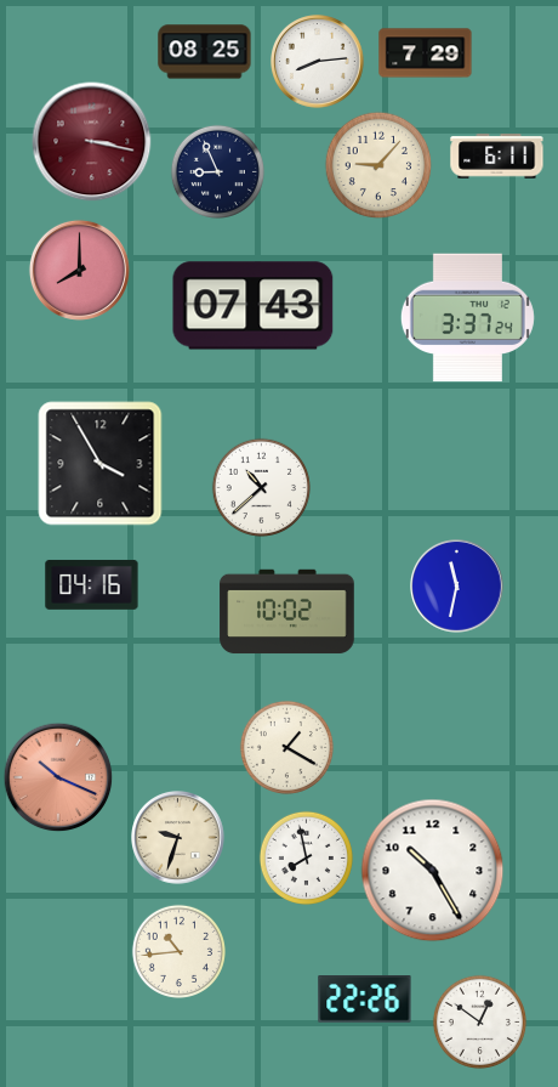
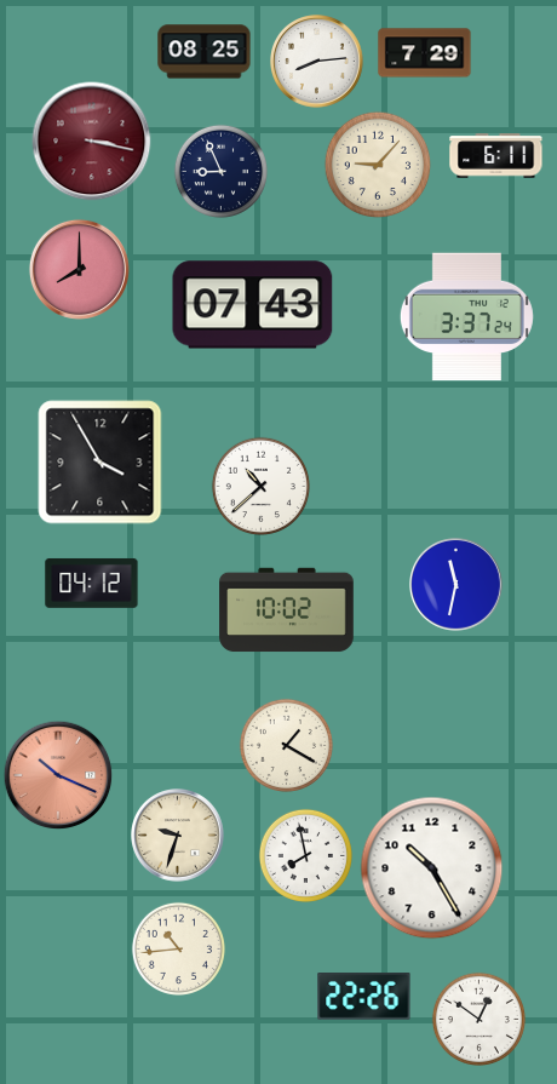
clock at (217, 171) position: (217, 171) -> (220, 171)
clock at (92, 584): 04:16 -> 04:12
